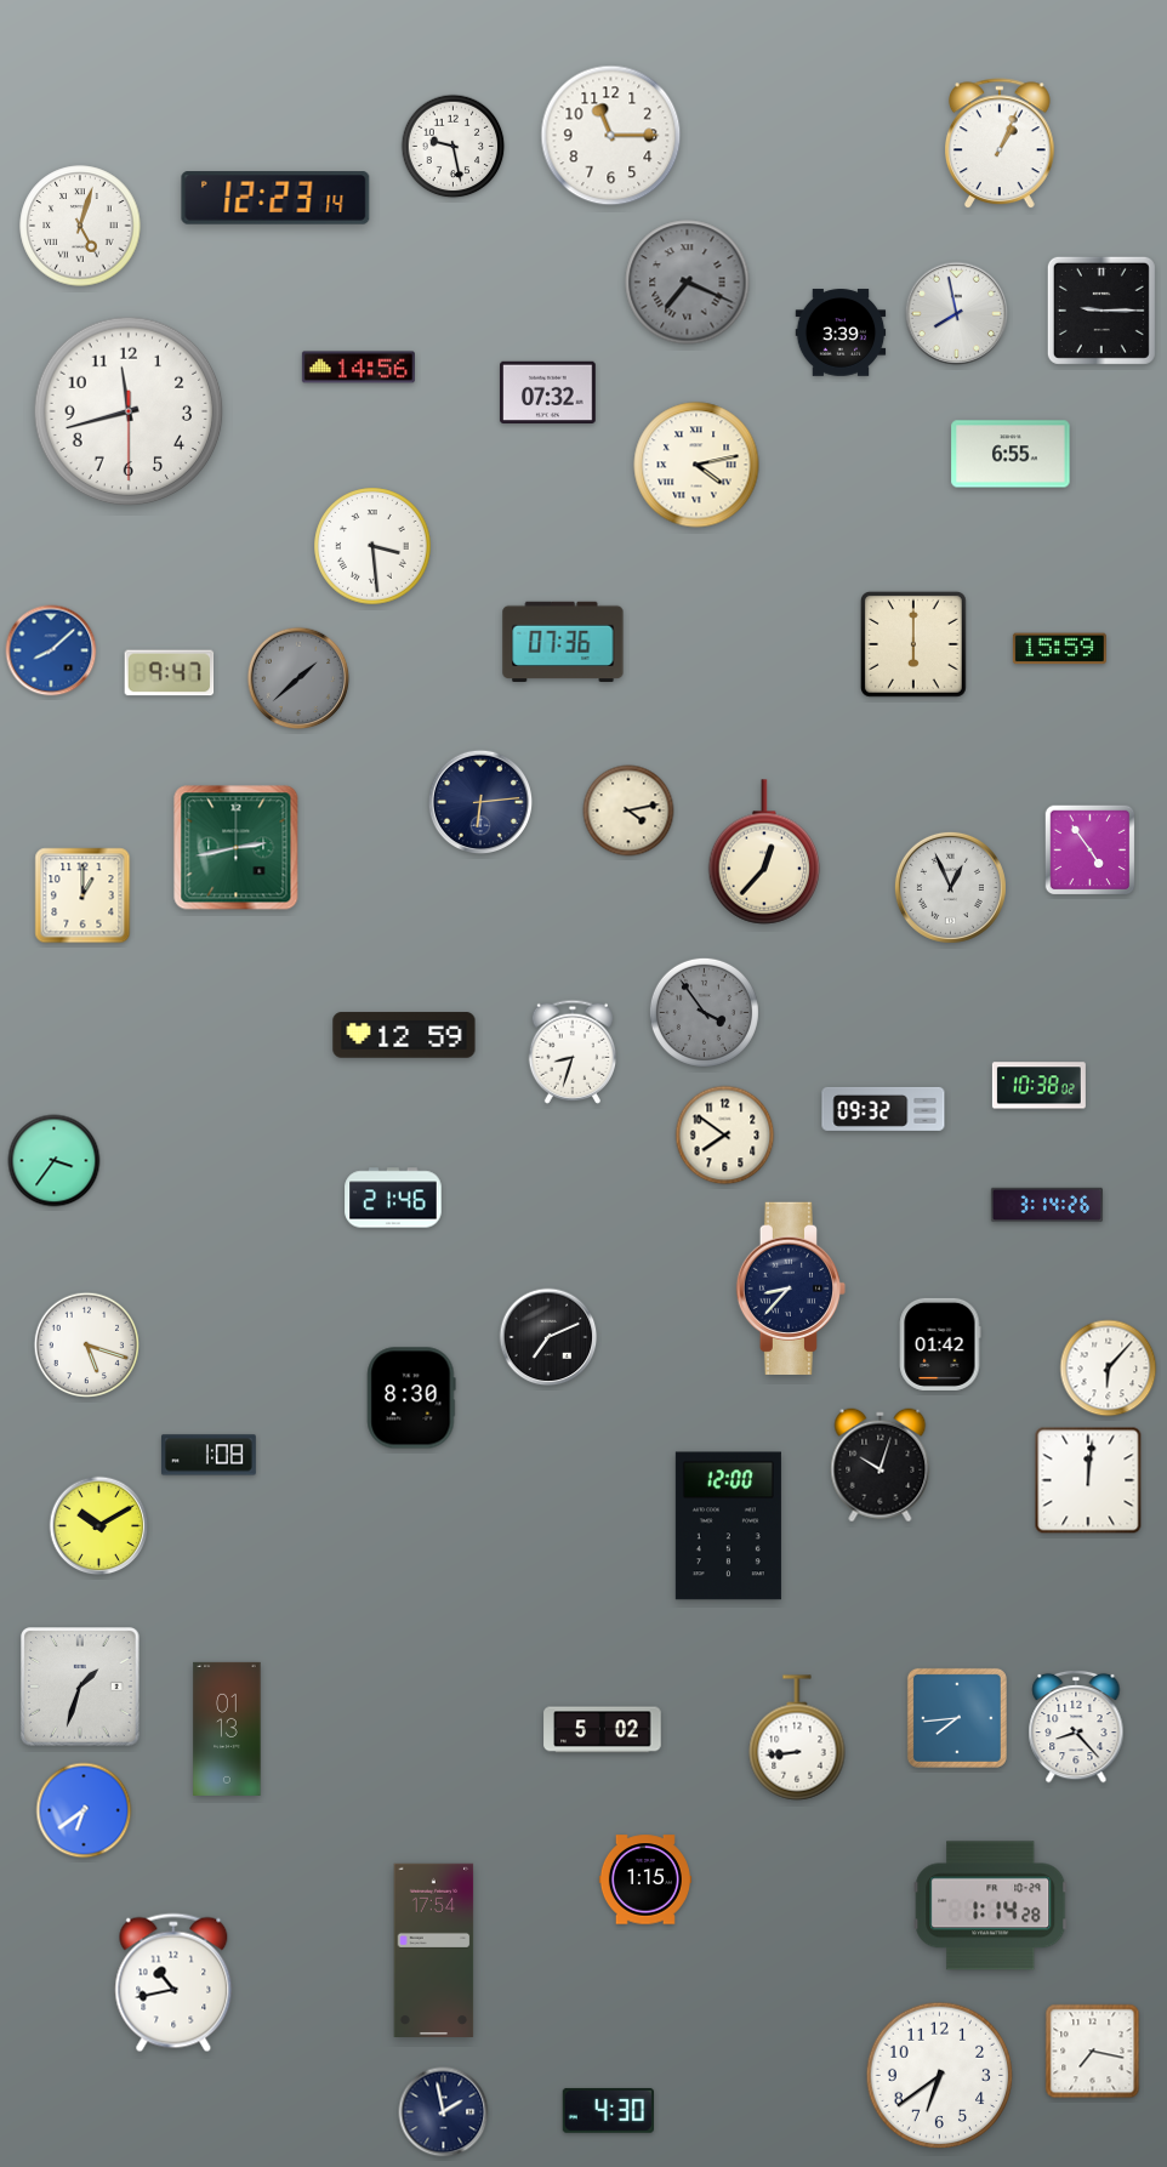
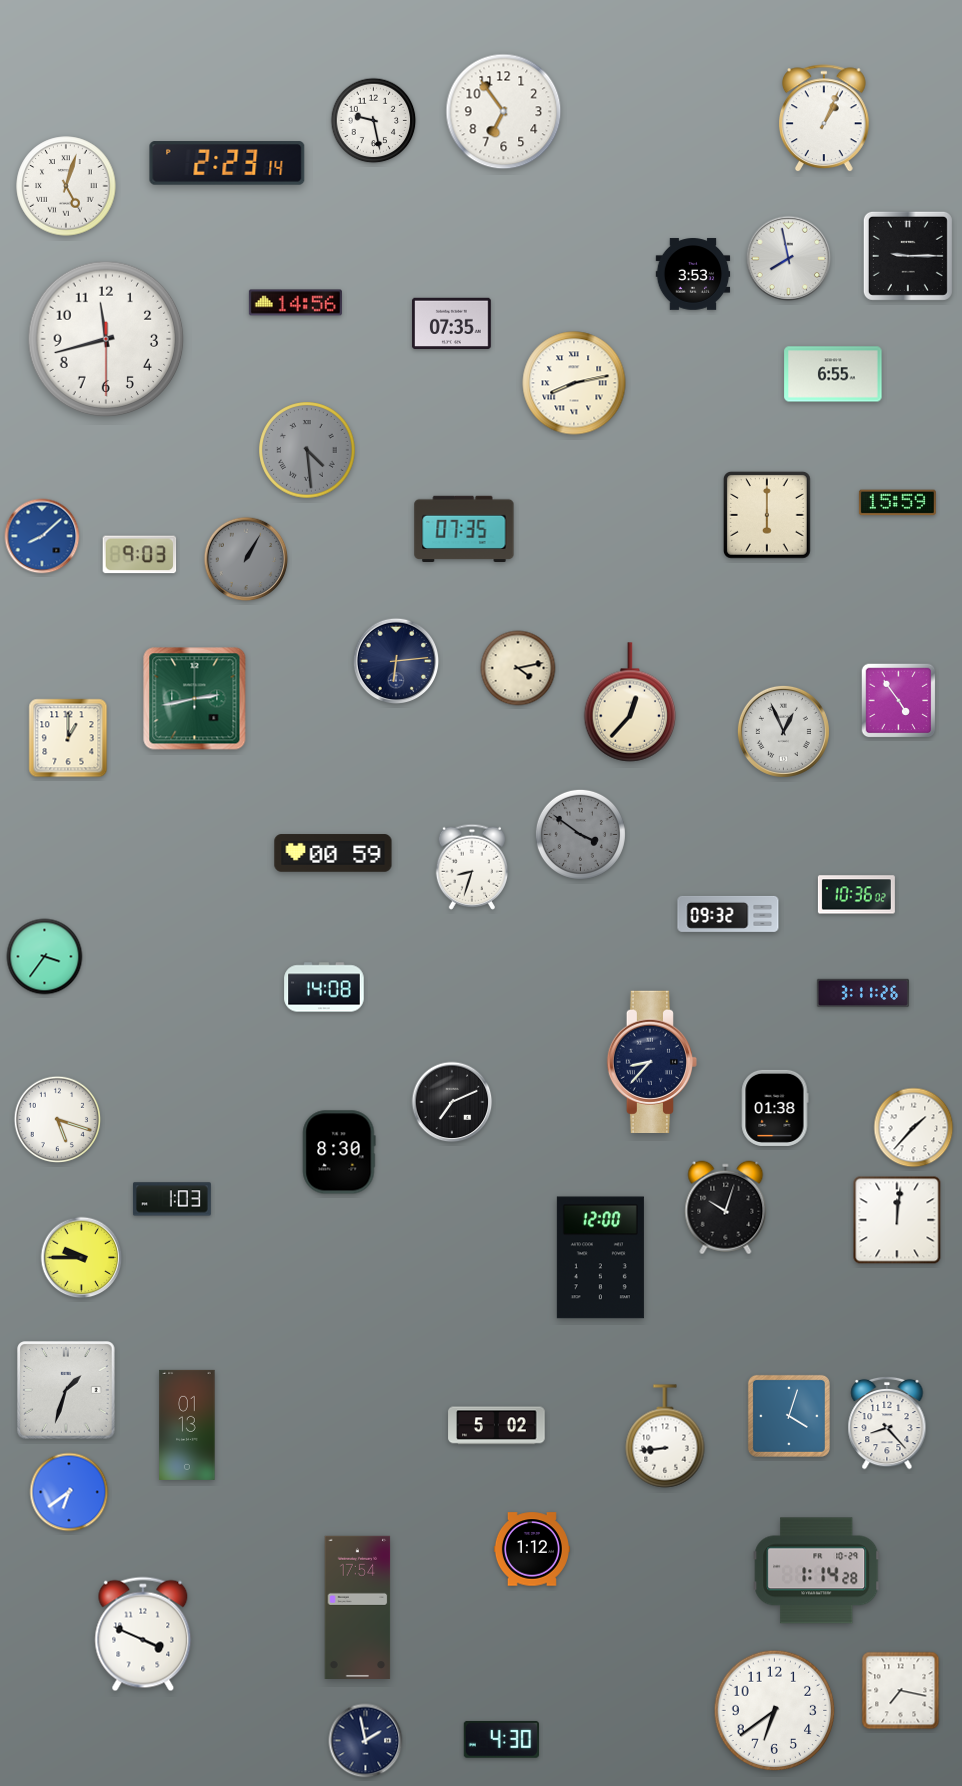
clock at (611, 136): 11:15 -> 6:54
clock at (275, 198): 12:23 -> 2:23
clock at (688, 283): 7:19 -> none
clock at (841, 332): 3:39 -> 3:53
clock at (548, 392): 07:32 -> 07:35
clock at (696, 465): 4:13 -> 8:13
clock at (372, 546): 3:29 -> 4:29
clock at (372, 546) dial: white -> grey
clock at (563, 641): 07:36 -> 07:35
clock at (913, 644) position: (913, 644) -> (767, 515)
clock at (1059, 649) position: (1059, 649) -> (897, 503)
clock at (170, 673): 9:47 -> 9:03
clock at (298, 678): 1:38 -> 1:05
clock at (704, 1012): 3:54 -> 3:51
clock at (404, 1035): 12:59 -> 00:59
clock at (1038, 1086): 10:38 -> 10:36
clock at (725, 1136): 7:51 -> none
clock at (393, 1198): 21:46 -> 14:08
clock at (1047, 1205): 3:14 -> 3:11
clock at (940, 1344): 01:42 -> 01:38
clock at (87, 1346) position: (87, 1346) -> (58, 1120)
clock at (1109, 1369): 6:07 -> 1:37
clock at (209, 1455): 1:08 -> 1:03
clock at (99, 1526): 10:10 -> 9:45
clock at (957, 1718): 7:44 -> 4:03
clock at (797, 1737) position: (797, 1737) -> (665, 1436)
clock at (645, 1879): 1:15 -> 1:12
clock at (173, 1983): 10:43 -> 3:49
